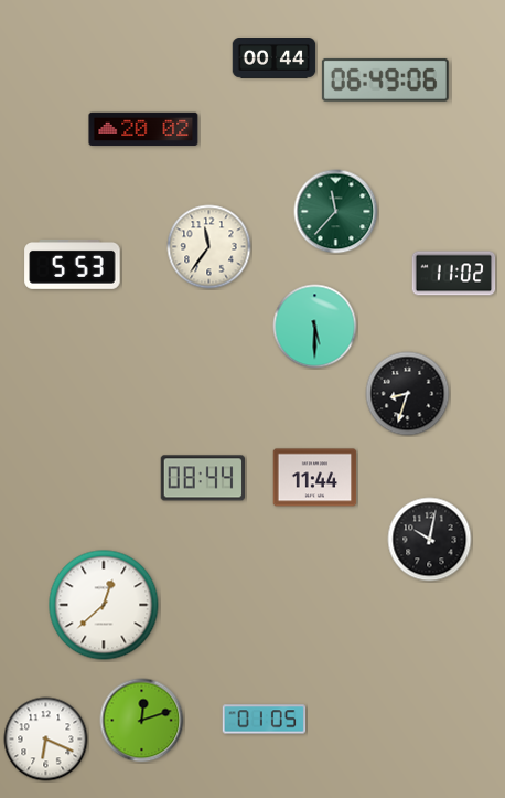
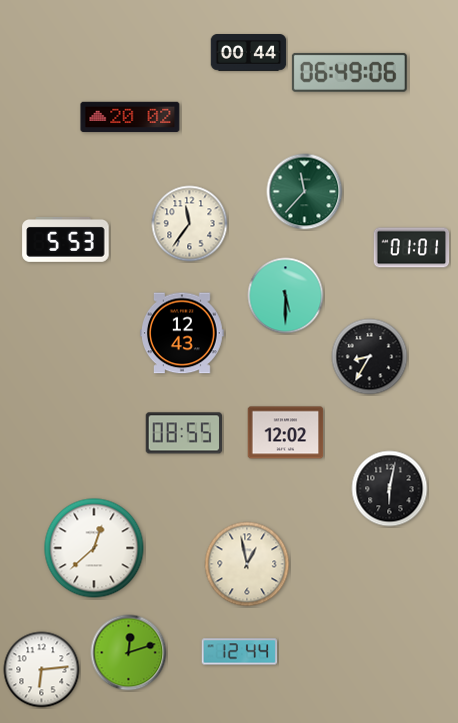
clock at (454, 274): 11:02 -> 01:01
clock at (183, 333): none -> 12:43
clock at (408, 394): 8:33 -> 8:35
clock at (202, 478): 08:44 -> 08:55
clock at (315, 478): 11:44 -> 12:02
clock at (430, 540): 10:02 -> 6:02
clock at (247, 564): none -> 12:58
clock at (265, 720): 01:05 -> 12:44
clock at (46, 740): 6:19 -> 6:14
